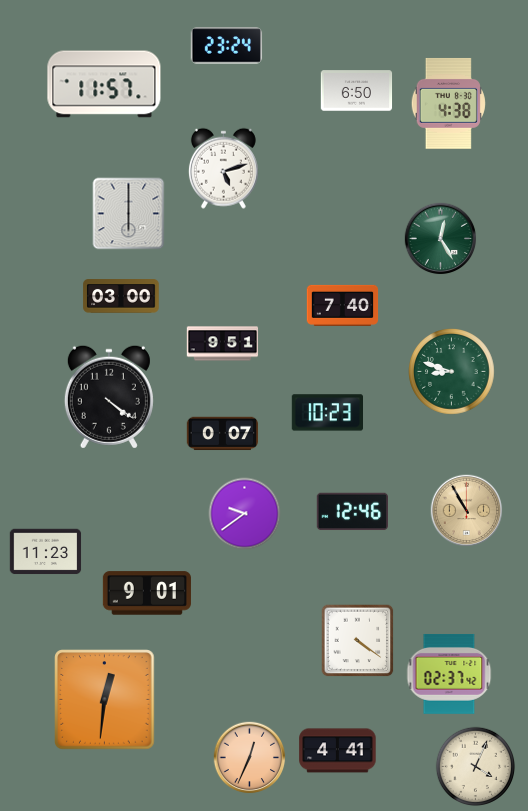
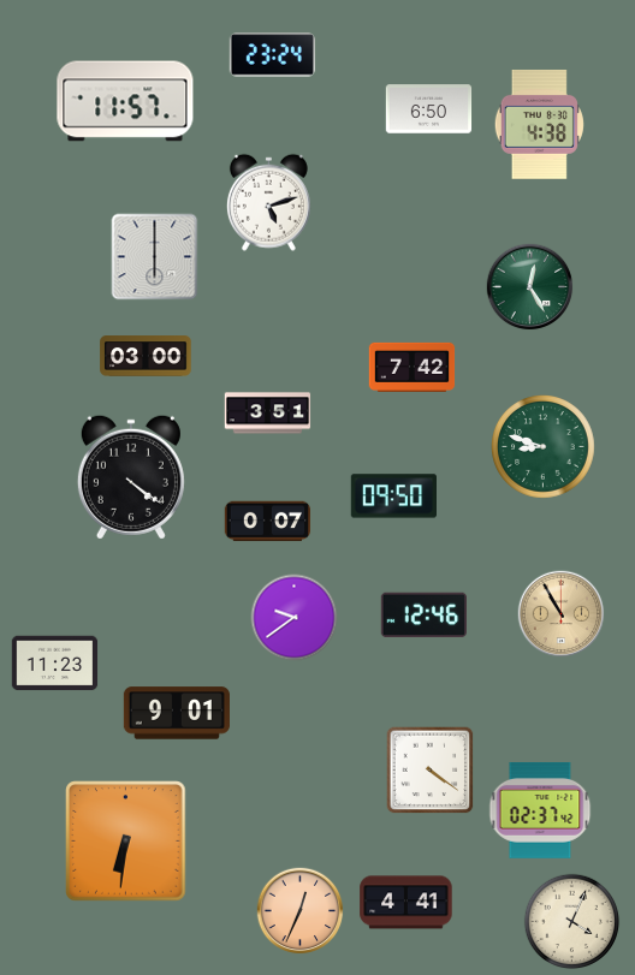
clock at (343, 305): 7:40 -> 7:42
clock at (223, 344): 9:51 -> 3:51
clock at (327, 413): 10:23 -> 09:50
clock at (105, 700): 12:31 -> 6:31
